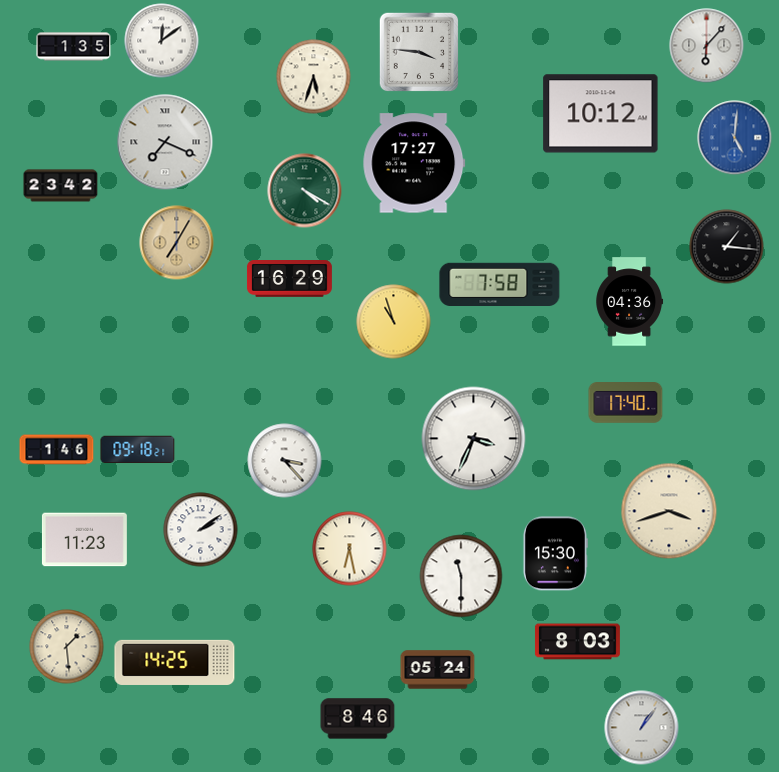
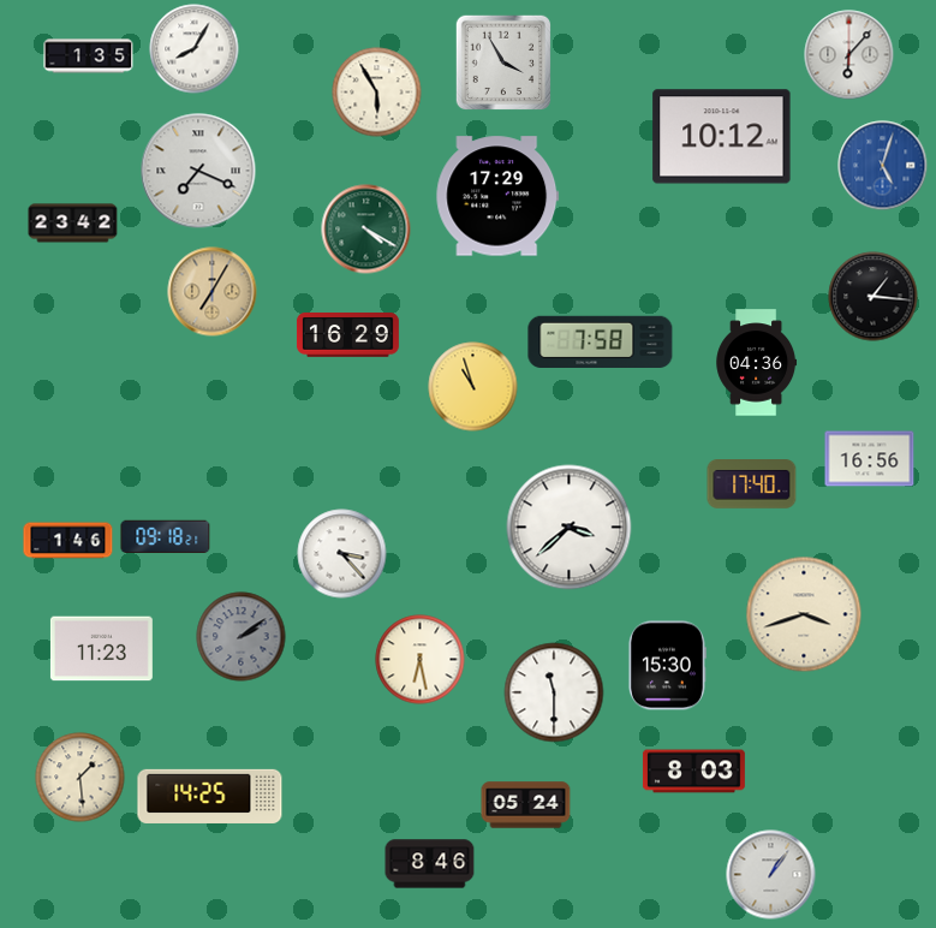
clock at (162, 41): 12:09 -> 8:05
clock at (418, 51): 3:46 -> 3:55
clock at (314, 77): 5:33 -> 5:55
clock at (735, 138): 5:01 -> 5:03
clock at (414, 163): 17:27 -> 17:29
clock at (870, 459): none -> 16:56
clock at (474, 439): 3:34 -> 3:38
clock at (138, 450) position: (138, 450) -> (166, 537)
clock at (201, 530) dial: white -> grey
